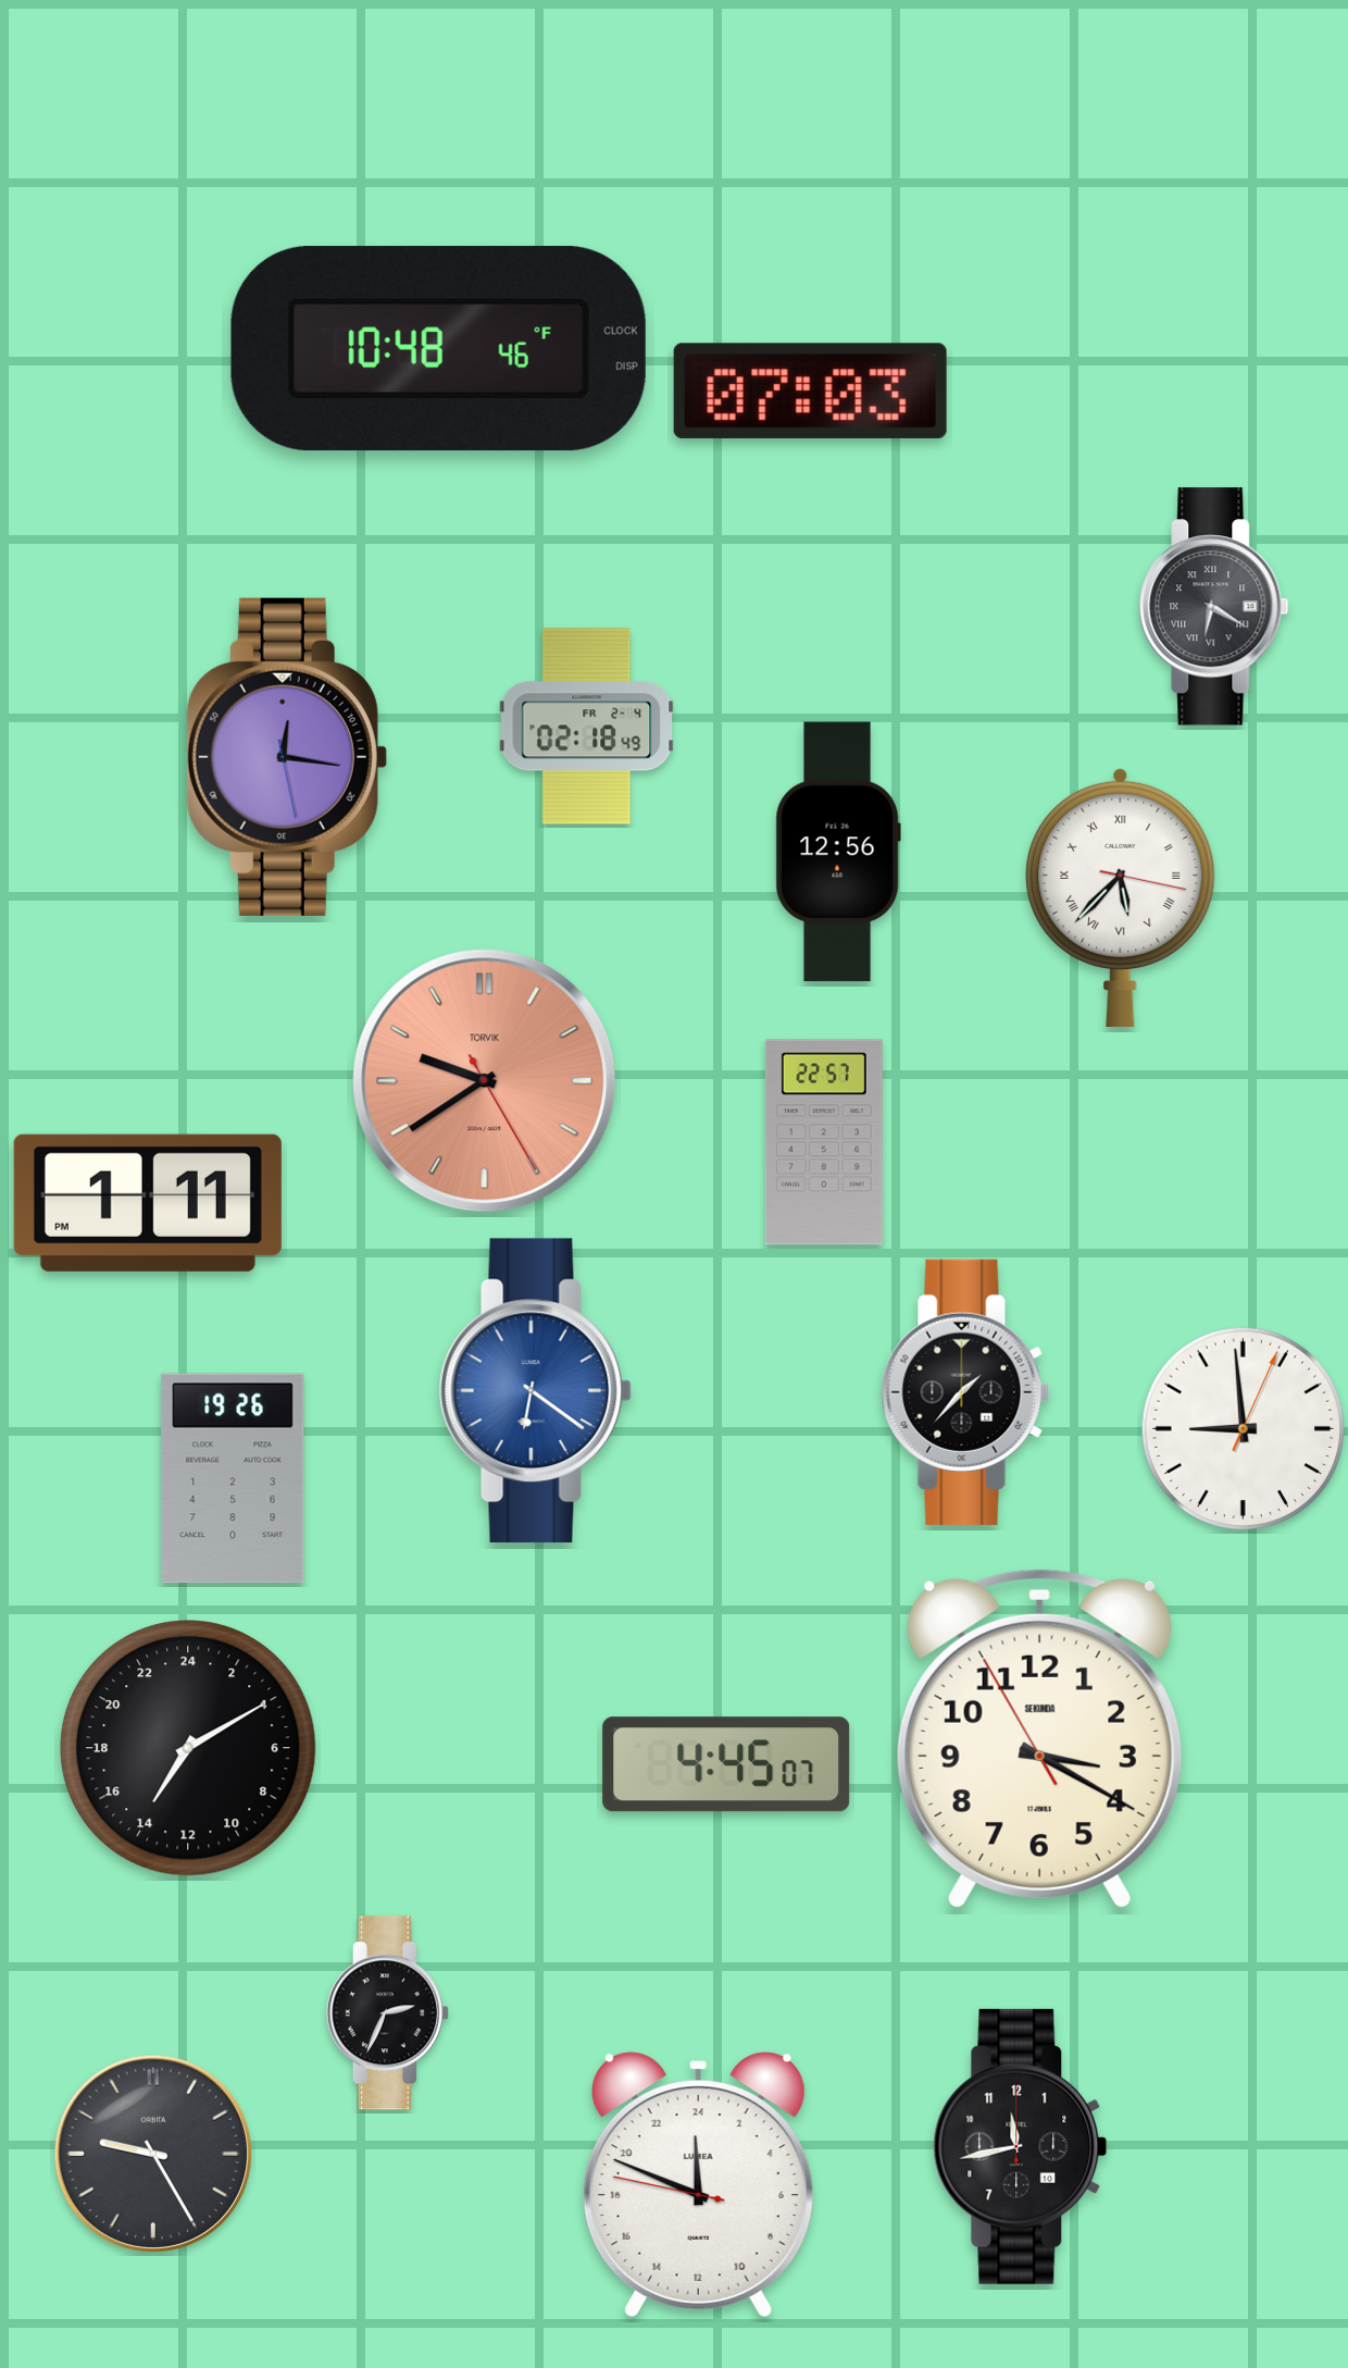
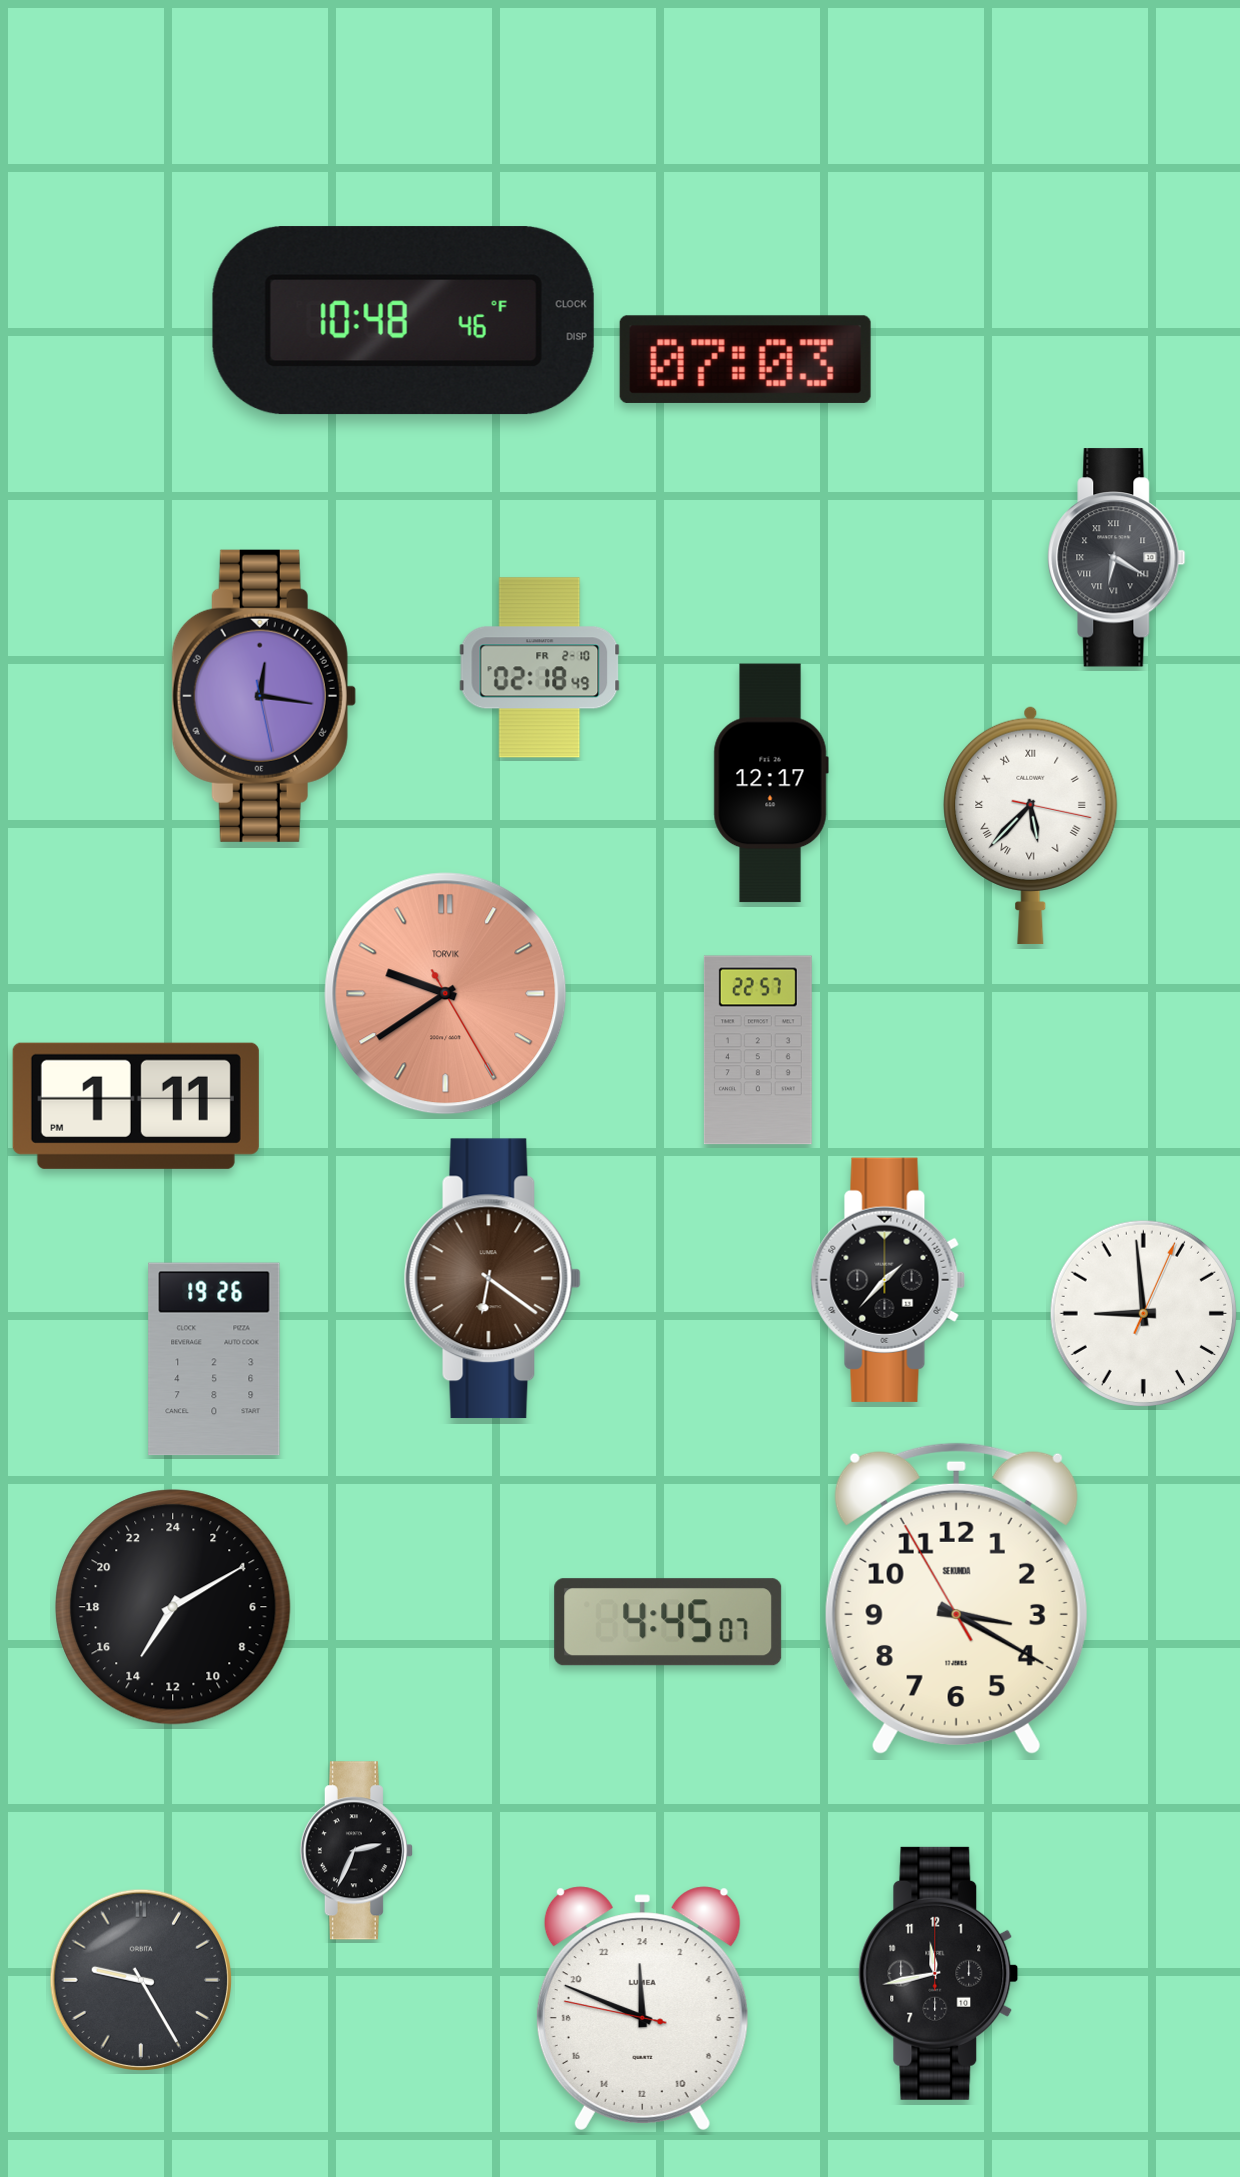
clock at (587, 727) date: FR 2-4 -> FR 2-10
clock at (838, 852): 12:56 -> 12:17
clock at (535, 1391) dial: blue -> brown
